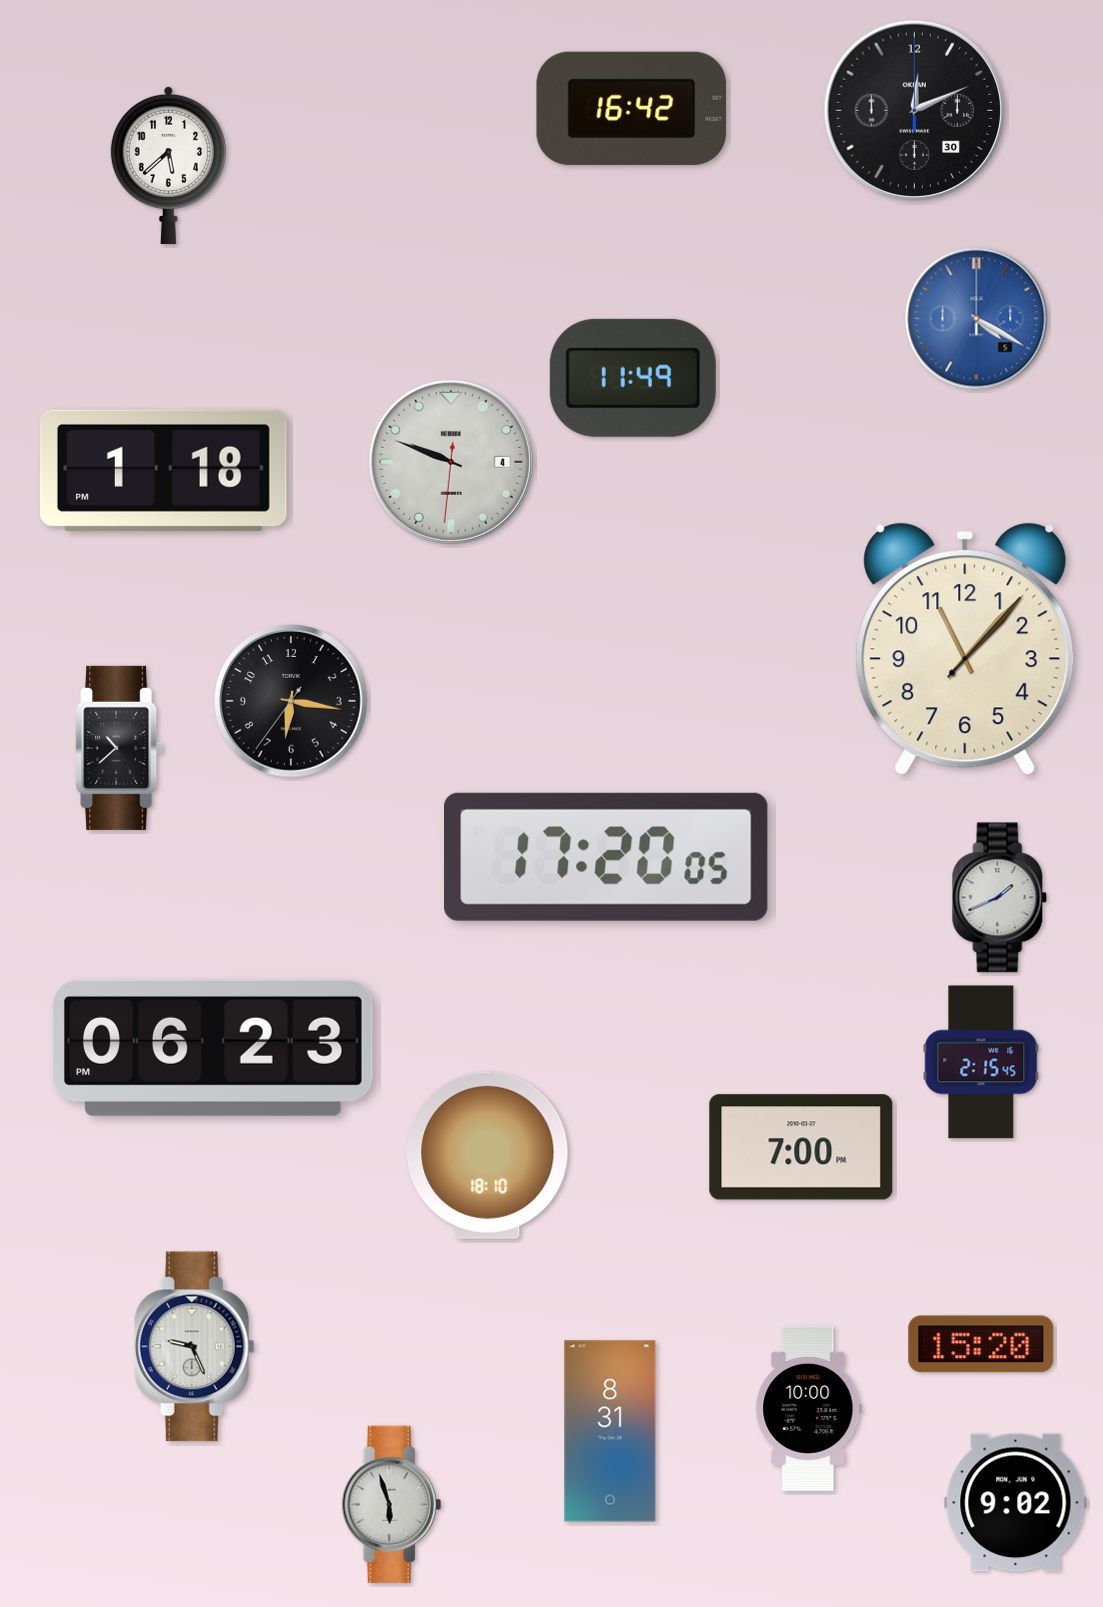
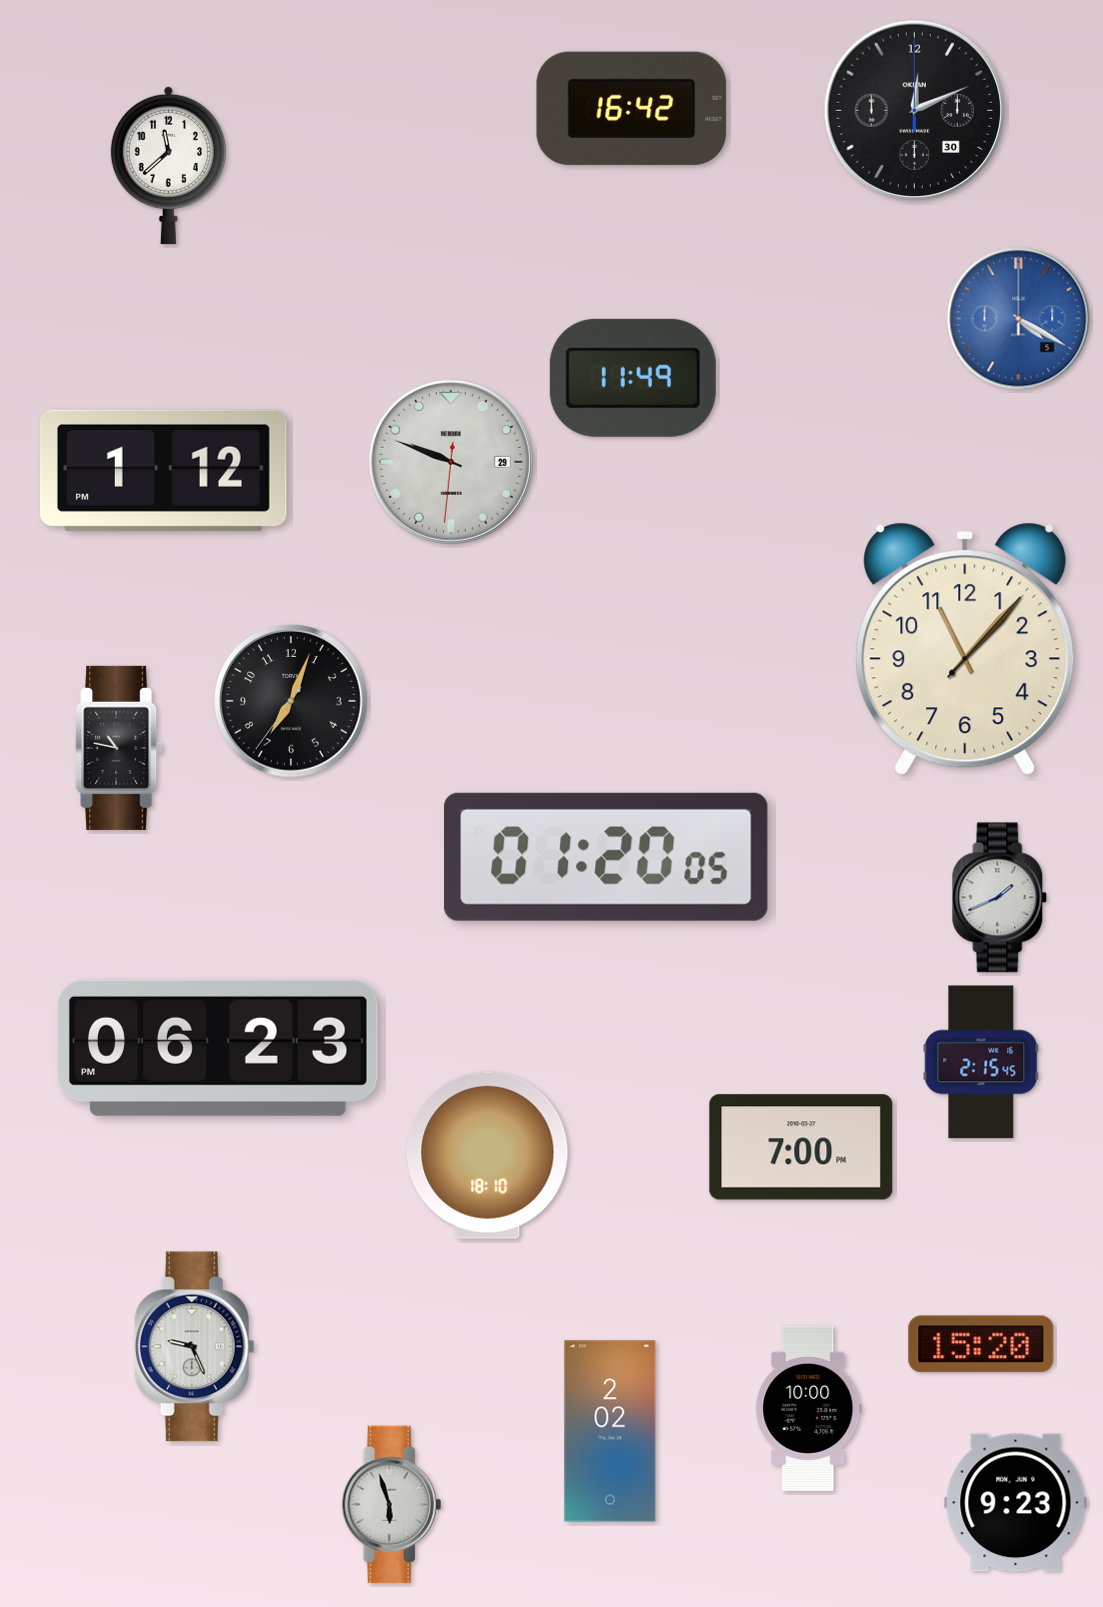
clock at (168, 165): 5:38 -> 11:38
clock at (977, 319) position: (977, 319) -> (1019, 319)
clock at (451, 462) date: 4 -> 29
clock at (163, 470): 1:18 -> 1:12
clock at (291, 701): 6:16 -> 7:03
clock at (119, 748): 10:38 -> 10:47
clock at (607, 857): 17:20 -> 01:20
clock at (213, 1048) position: (213, 1048) -> (218, 1048)
clock at (610, 1431): 8:31 -> 2:02
clock at (1016, 1503): 9:02 -> 9:23
